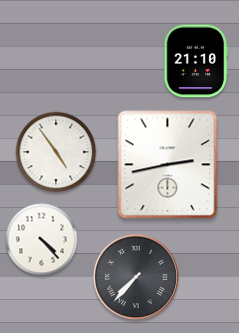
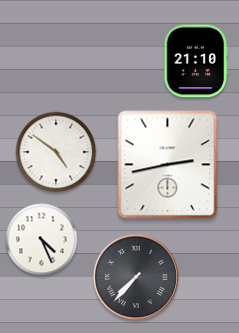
clock at (56, 152): 4:54 -> 4:51
clock at (42, 240): 4:23 -> 4:26
